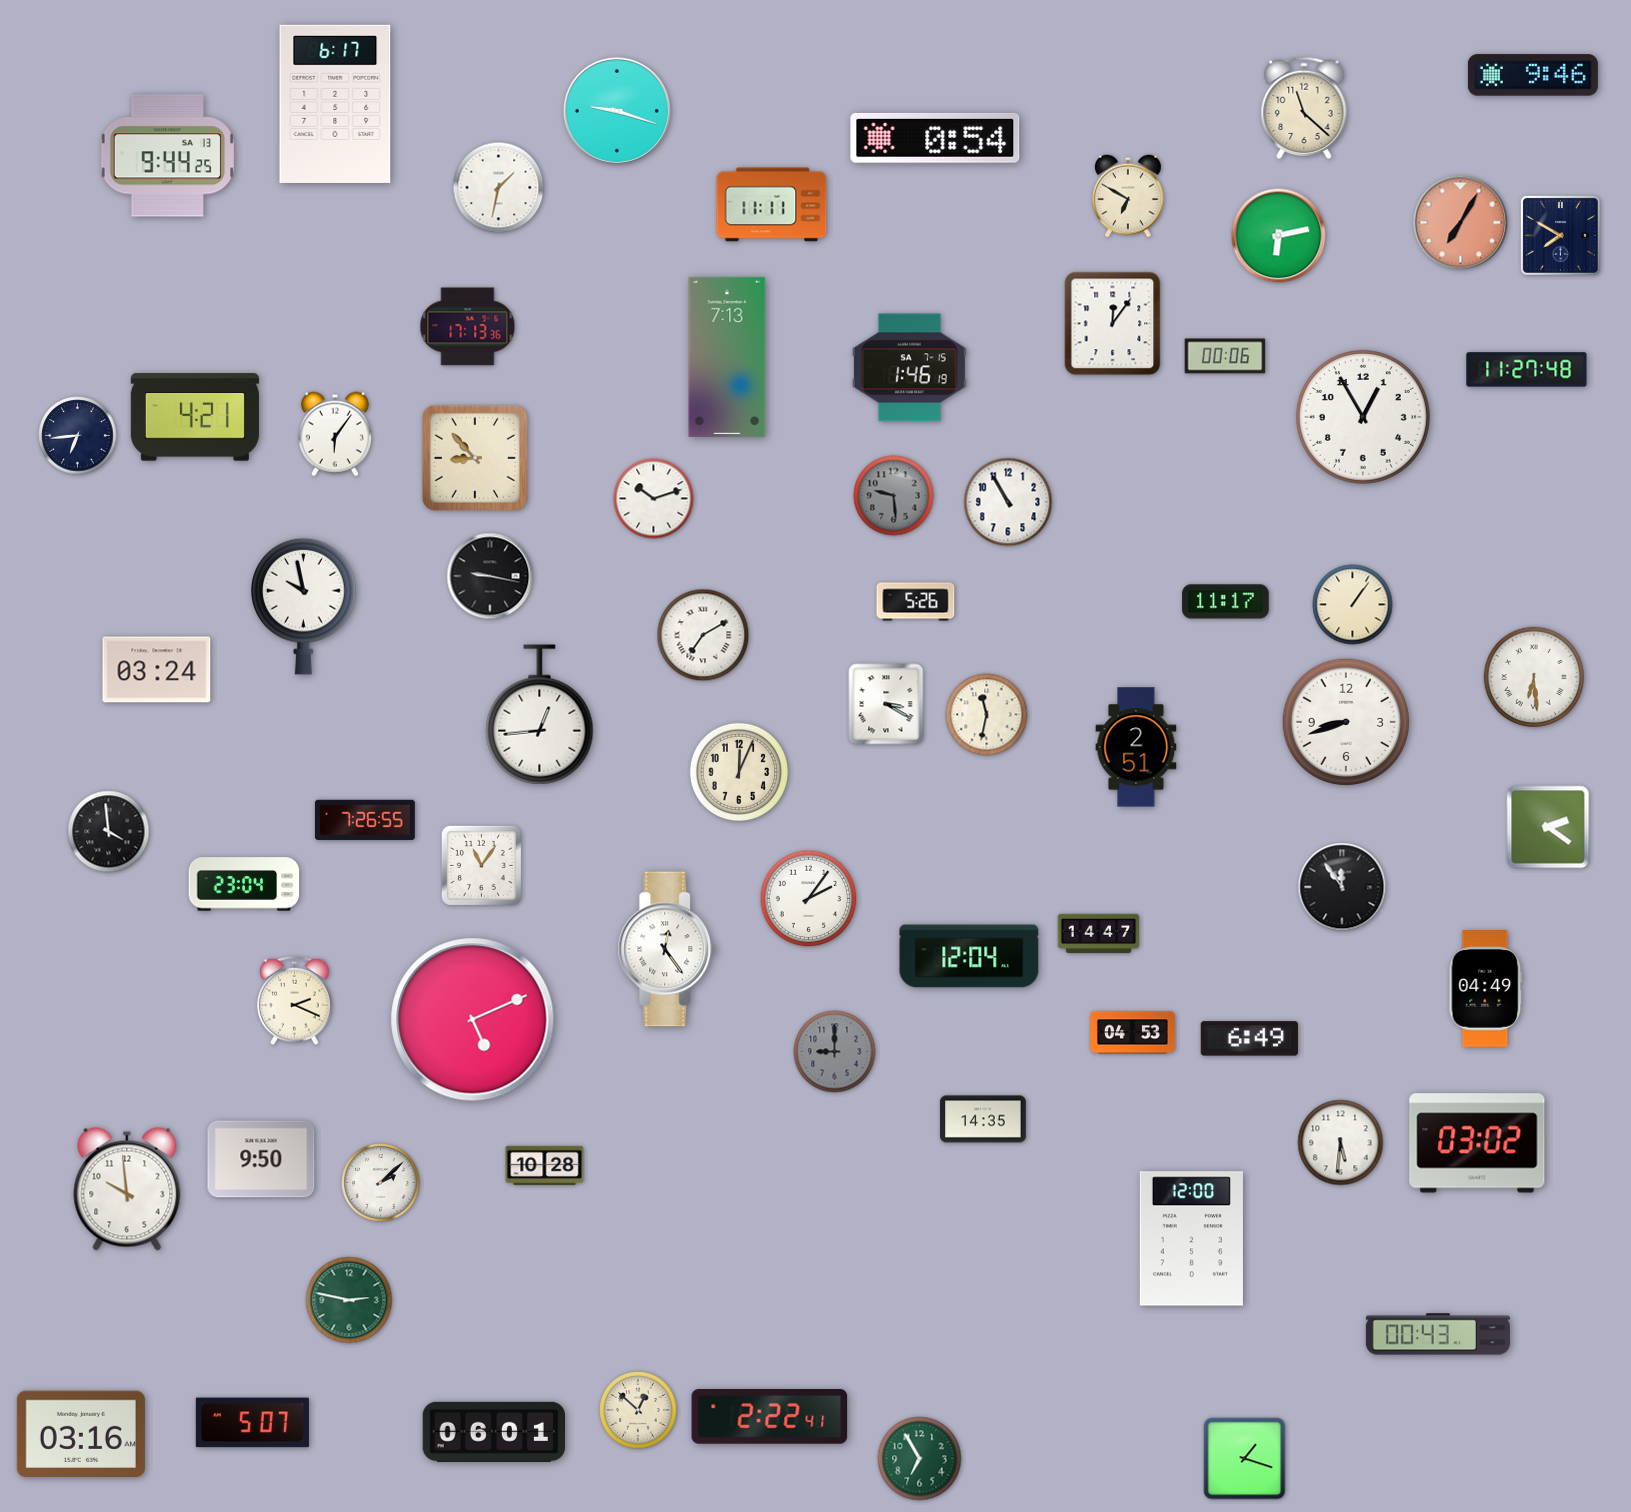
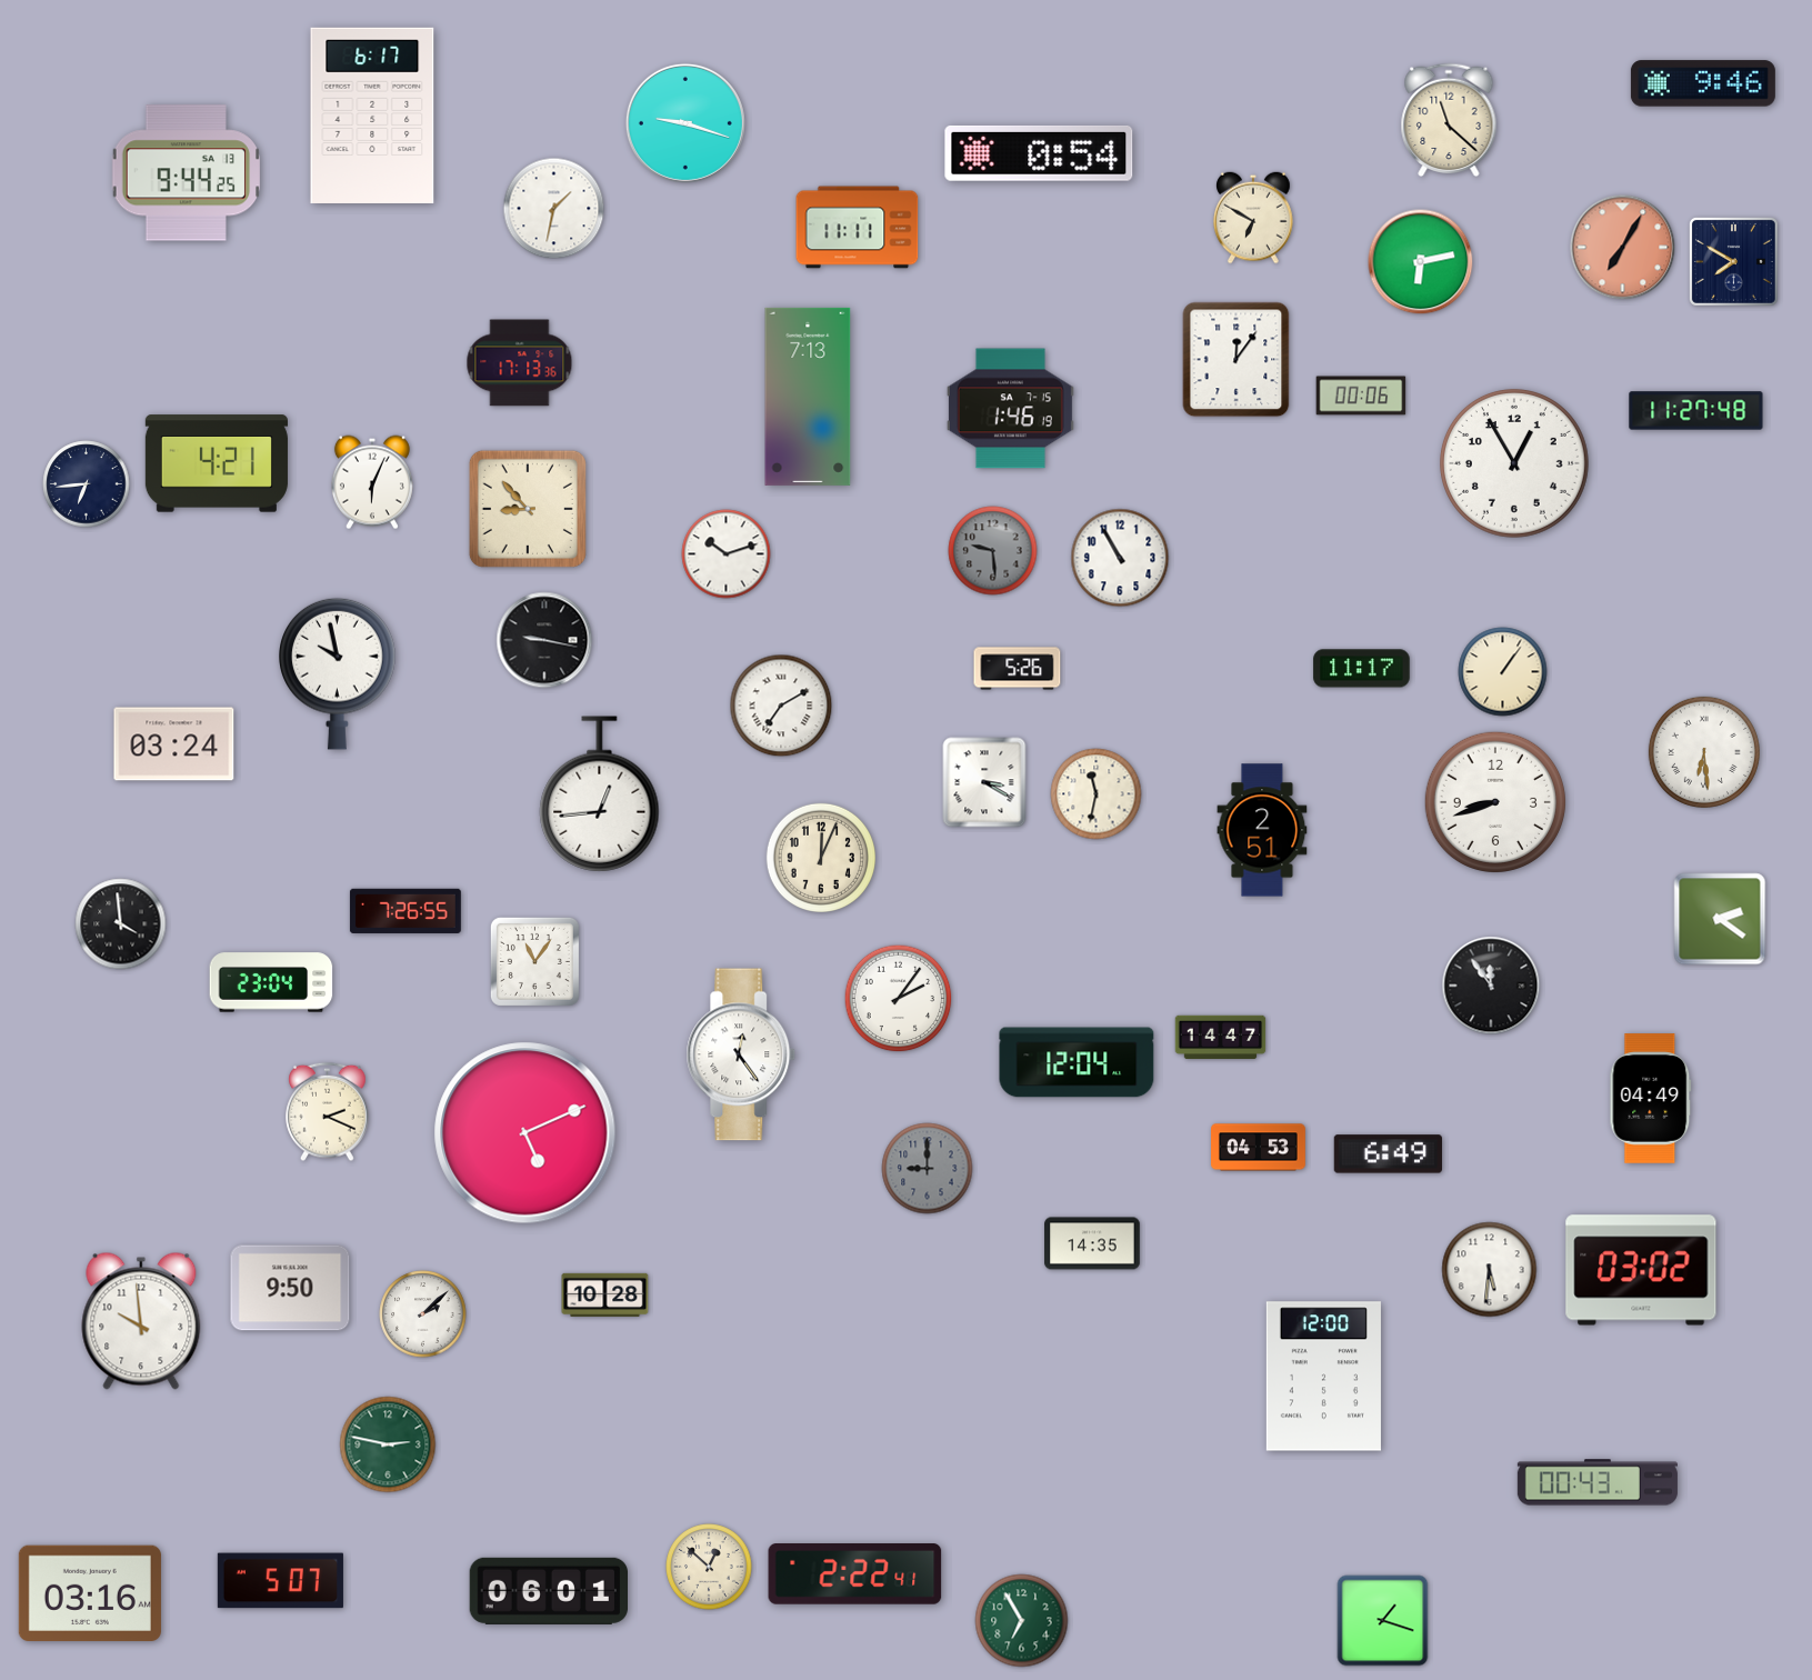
clock at (335, 434): 6:06 -> 6:04
